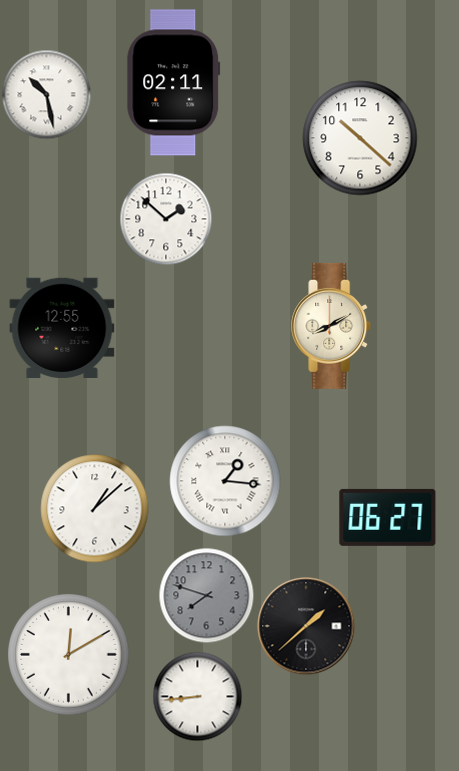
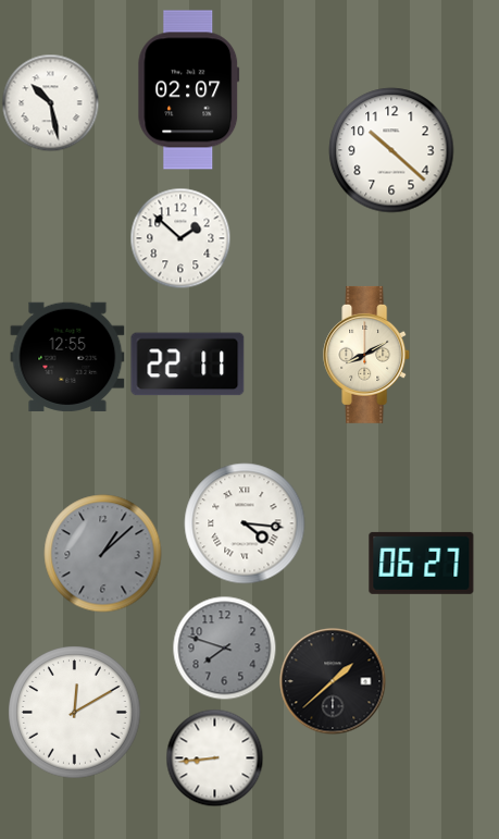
clock at (174, 83): 02:11 -> 02:07
clock at (332, 326) position: (332, 326) -> (367, 355)
clock at (188, 365): none -> 22:11
clock at (225, 481): 1:16 -> 4:16
clock at (95, 509) dial: white -> grey
